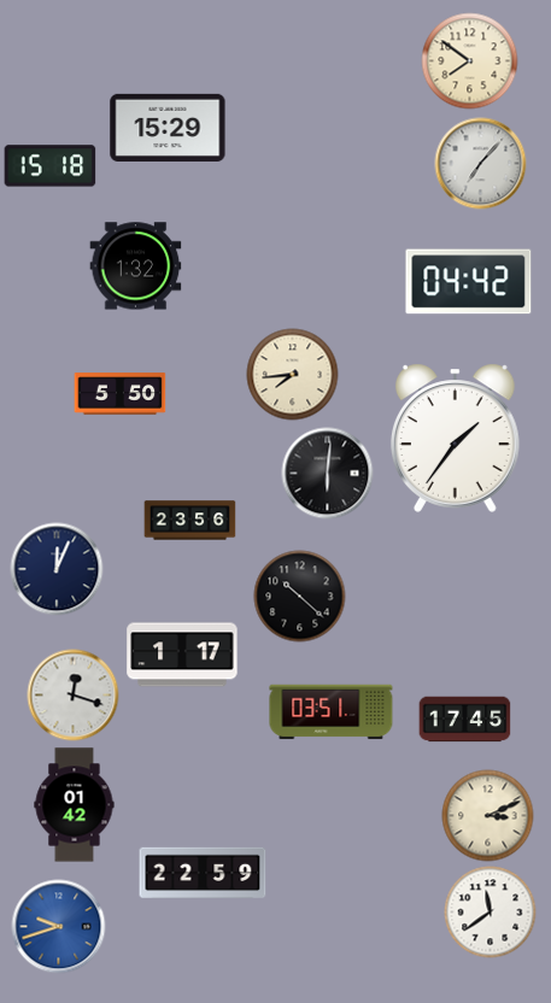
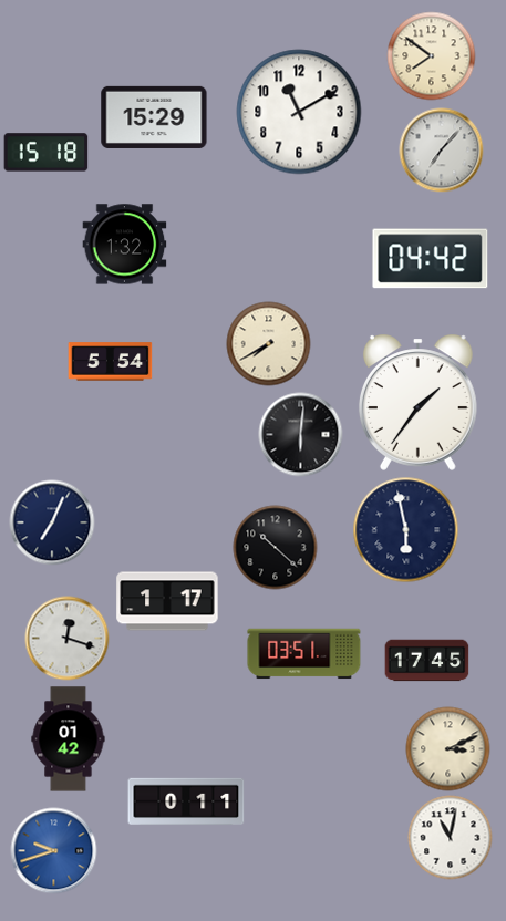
clock at (299, 112): none -> 11:10
clock at (293, 375): 7:44 -> 7:40
clock at (121, 394): 5:50 -> 5:54
clock at (190, 521): 23:56 -> none
clock at (57, 569): 12:04 -> 7:04
clock at (406, 530): none -> 5:58
clock at (203, 872): 22:59 -> 0:11
clock at (491, 913): 11:39 -> 11:02
